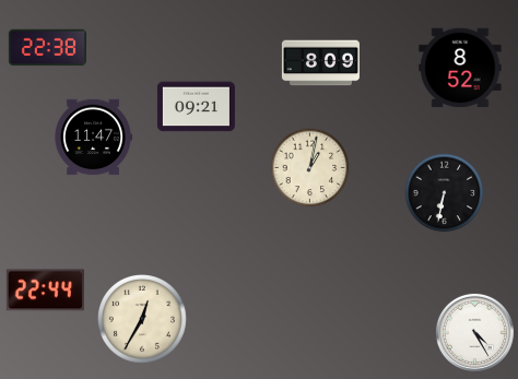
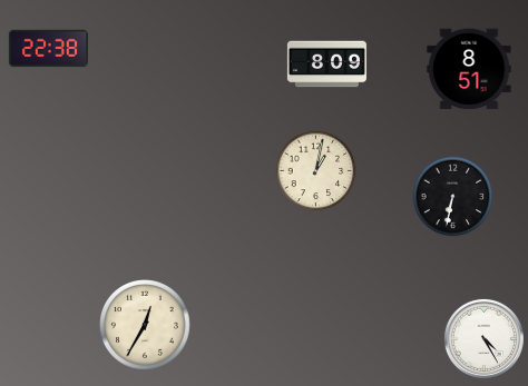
clock at (460, 68): 8:52 -> 8:51
clock at (196, 107): 09:21 -> none
clock at (93, 138): 11:47 -> none
clock at (45, 291): 22:44 -> none
